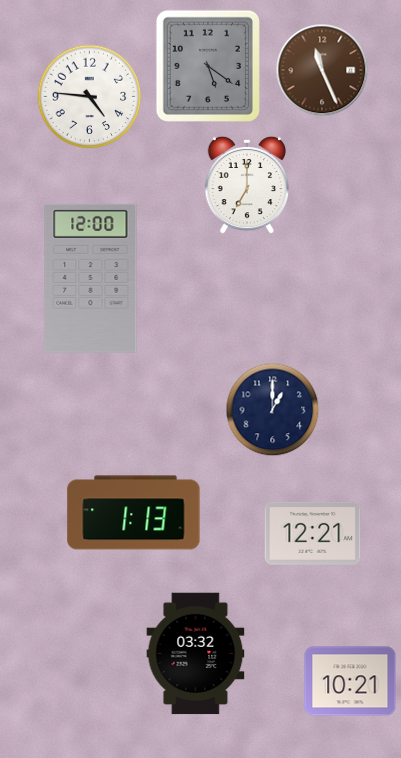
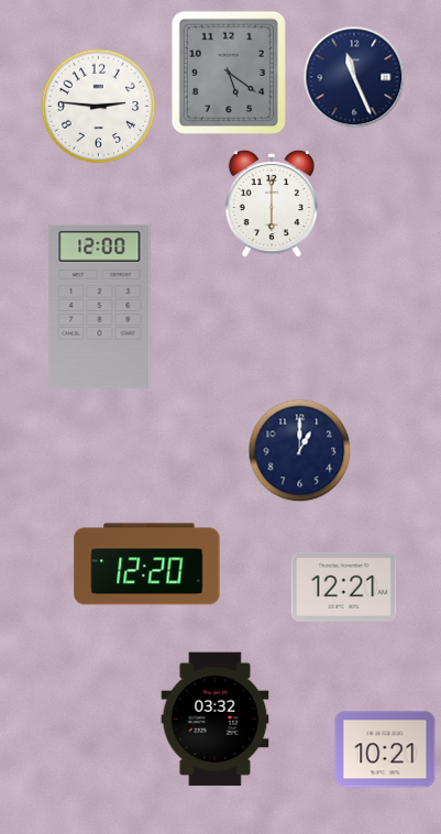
clock at (322, 70) dial: brown -> navy
clock at (90, 97): 4:46 -> 2:46
clock at (247, 185): 7:00 -> 6:00
clock at (134, 513): 1:13 -> 12:20
